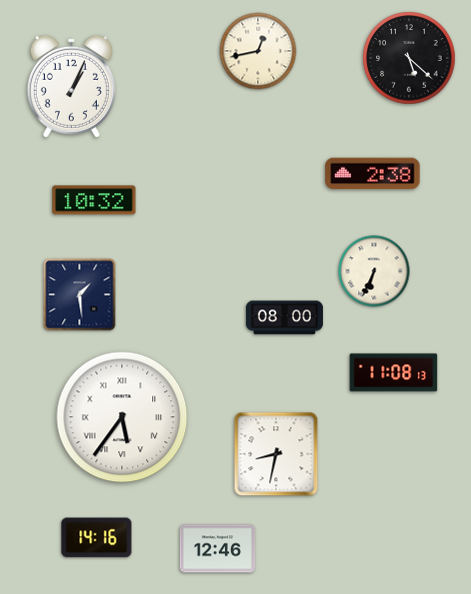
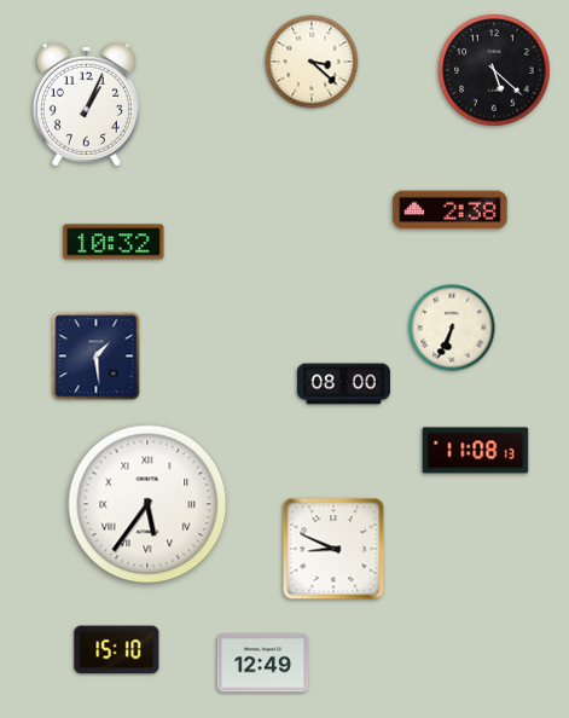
clock at (258, 51): 12:43 -> 3:22
clock at (276, 454): 8:32 -> 8:49
clock at (97, 538): 14:16 -> 15:10
clock at (218, 549): 12:46 -> 12:49
